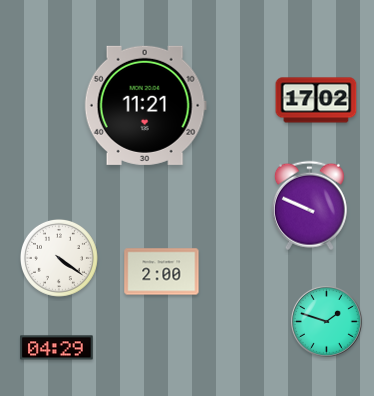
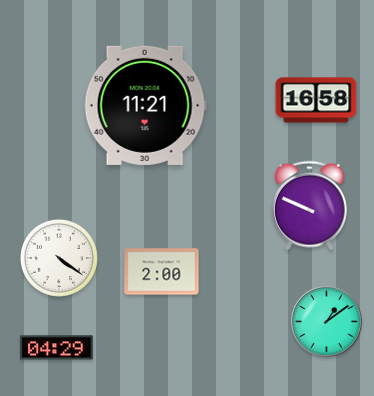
clock at (316, 100): 17:02 -> 16:58
clock at (326, 321): 1:48 -> 1:09
